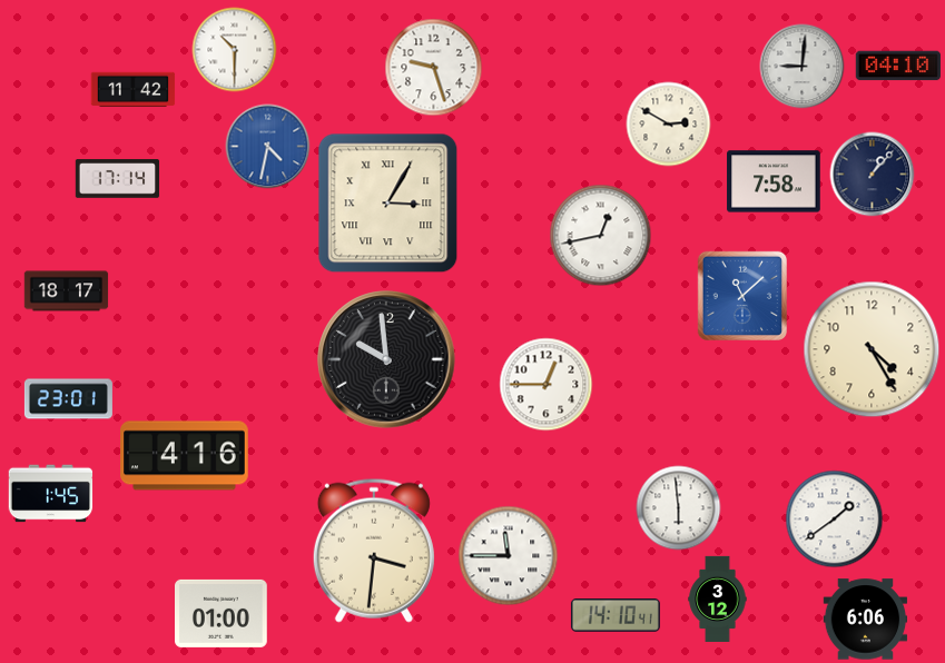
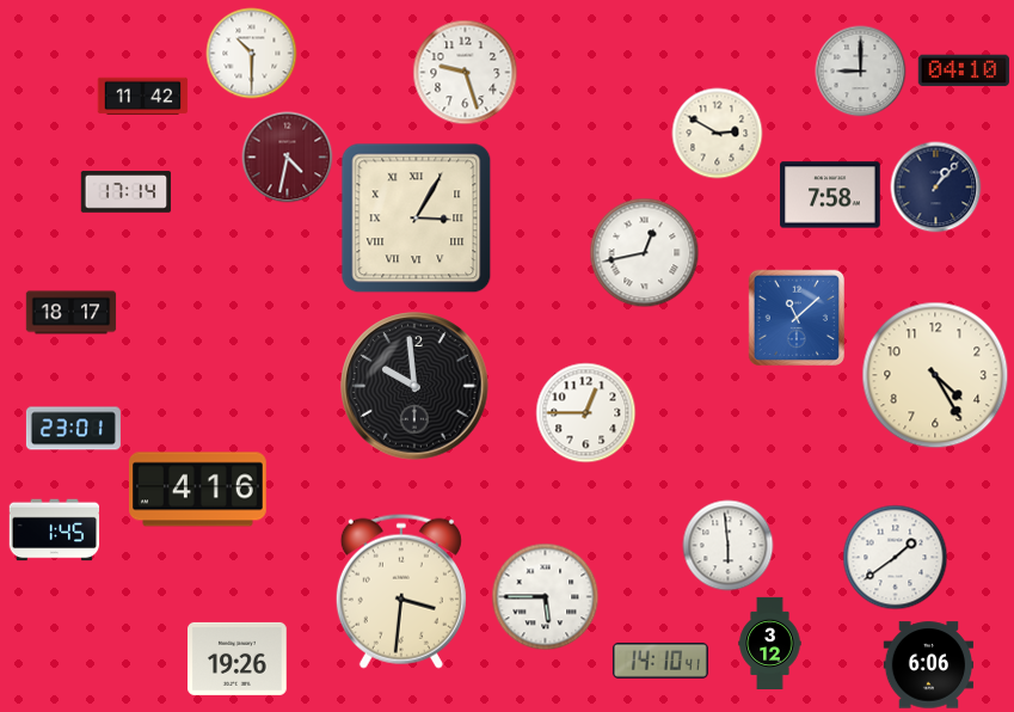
clock at (803, 67): 9:01 -> 9:00
clock at (268, 147) dial: blue -> burgundy
clock at (509, 556): 11:45 -> 5:45
clock at (222, 613): 01:00 -> 19:26
